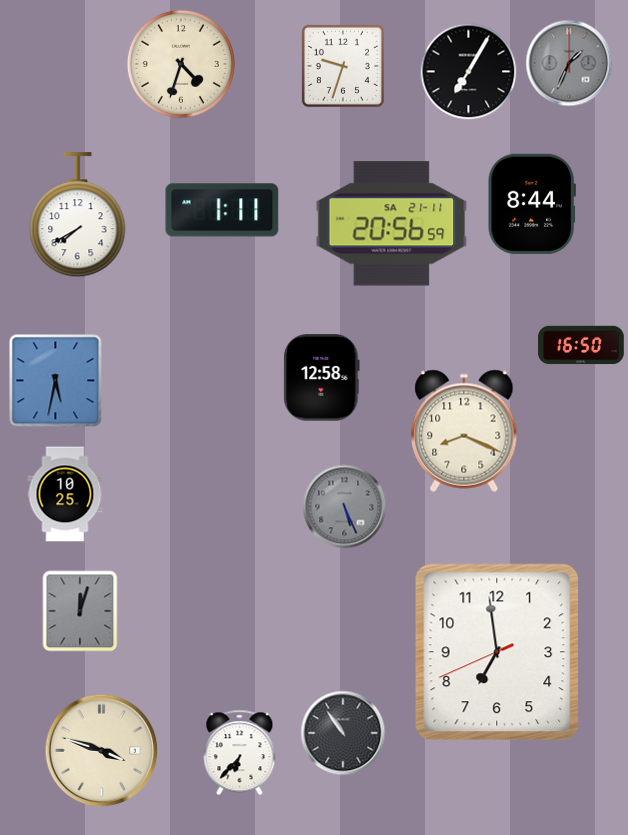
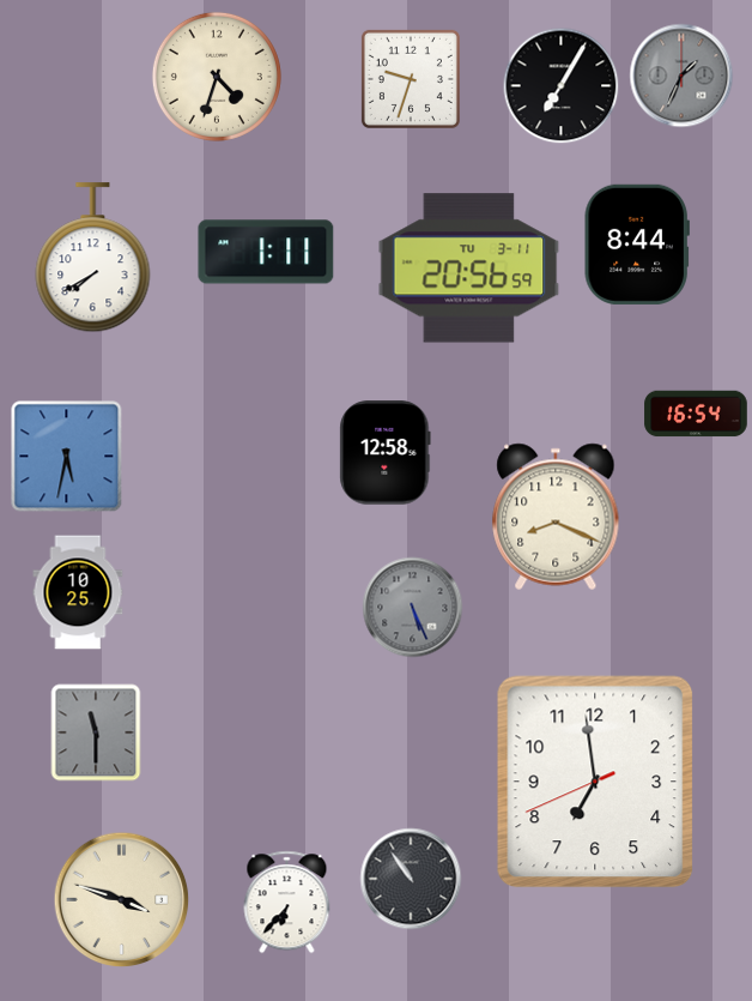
clock at (392, 224) date: SA 21-11 -> TU 3-11
clock at (581, 345): 16:50 -> 16:54
clock at (80, 611): 12:03 -> 11:30
